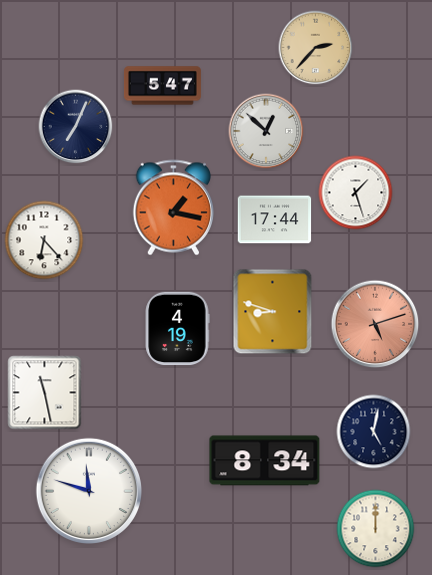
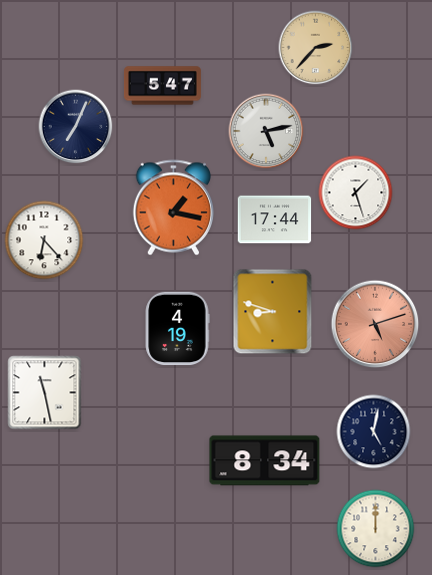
clock at (266, 131): 12:52 -> 5:13
clock at (88, 490): 11:48 -> none
